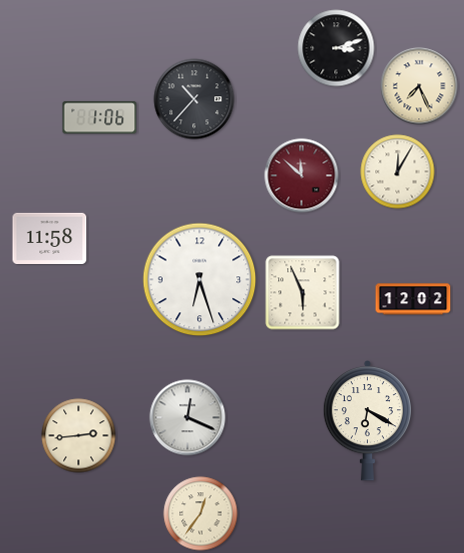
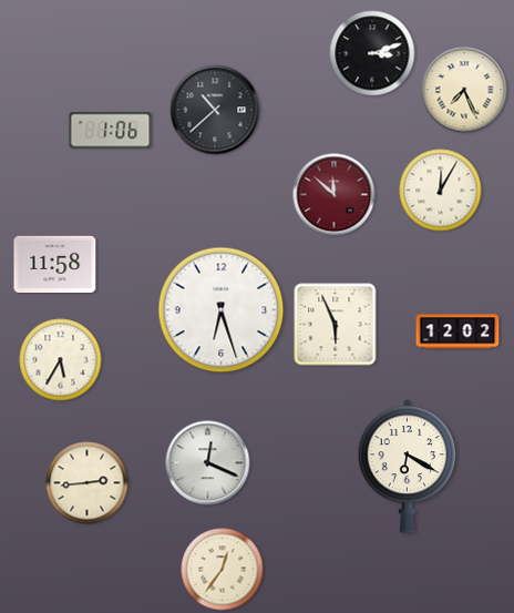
clock at (419, 86) position: (419, 86) -> (464, 90)
clock at (194, 99): 10:37 -> 10:38
clock at (61, 360): none -> 5:35
